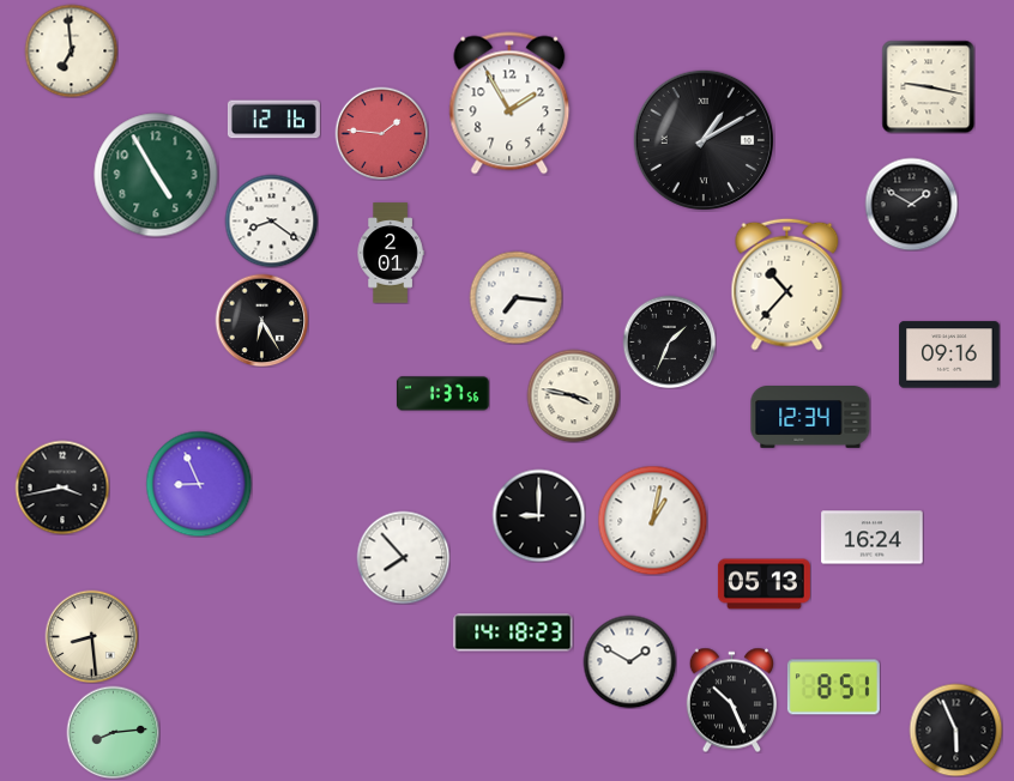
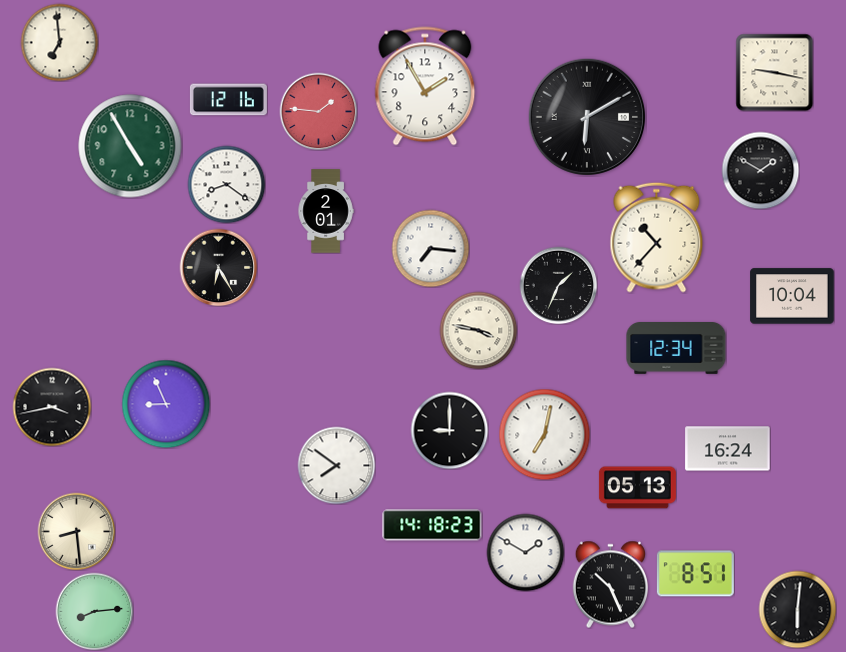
clock at (704, 140): 1:10 -> 6:10
clock at (949, 355): 09:16 -> 10:04
clock at (442, 394): 1:37 -> none
clock at (652, 520): 1:02 -> 7:02
clock at (403, 557): 7:53 -> 7:51
clock at (513, 632) position: (513, 632) -> (432, 525)
clock at (955, 729): 5:56 -> 6:01
